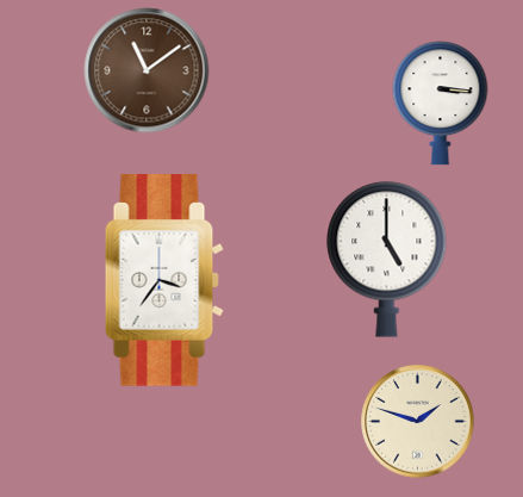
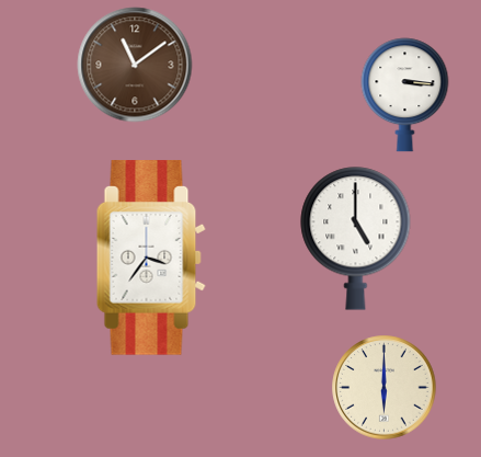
clock at (418, 422): 1:48 -> 6:00
